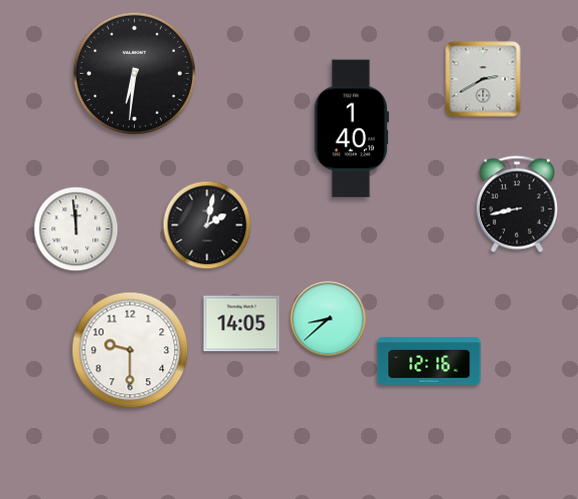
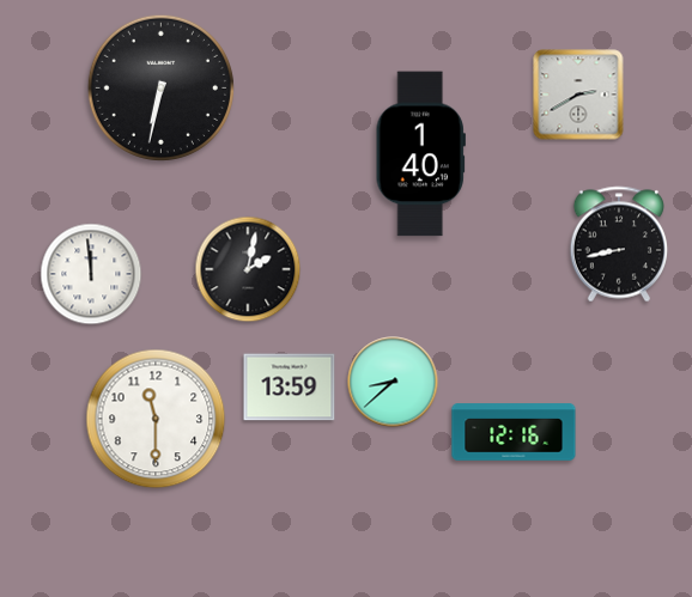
clock at (134, 73): 6:31 -> 6:32
clock at (242, 324): 14:05 -> 13:59
clock at (130, 350): 9:30 -> 11:30
